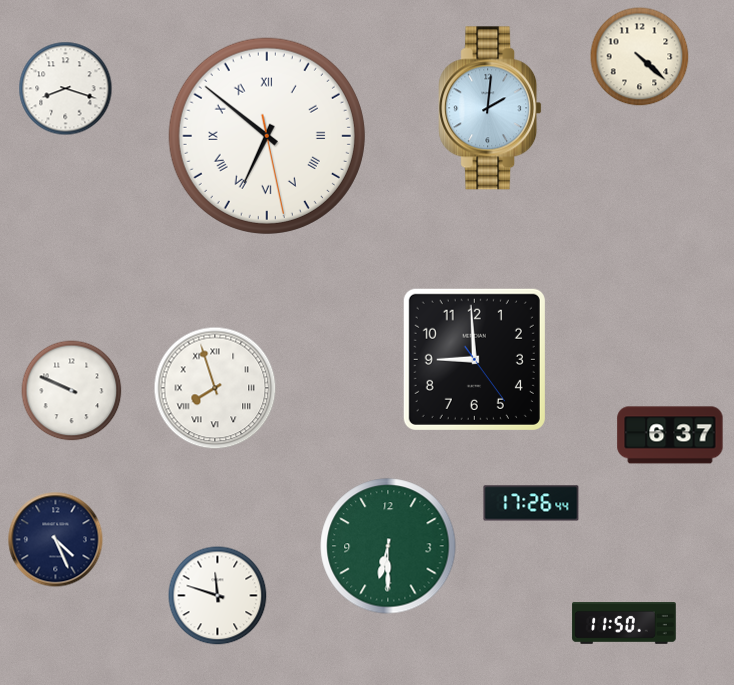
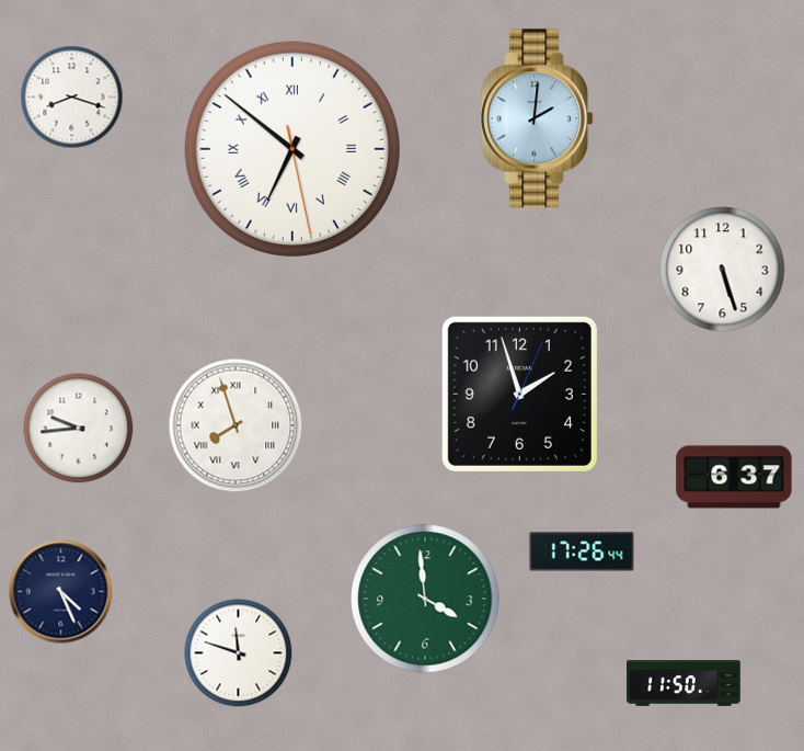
clock at (640, 57): 4:22 -> none
clock at (723, 270): none -> 5:27
clock at (474, 359): 8:59 -> 1:57
clock at (72, 391): 9:49 -> 9:44
clock at (388, 546): 6:30 -> 3:59
